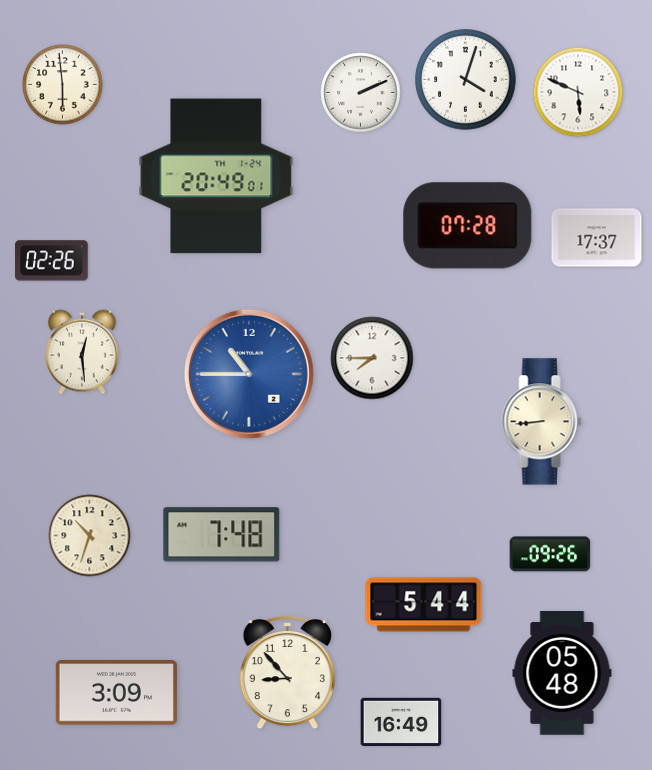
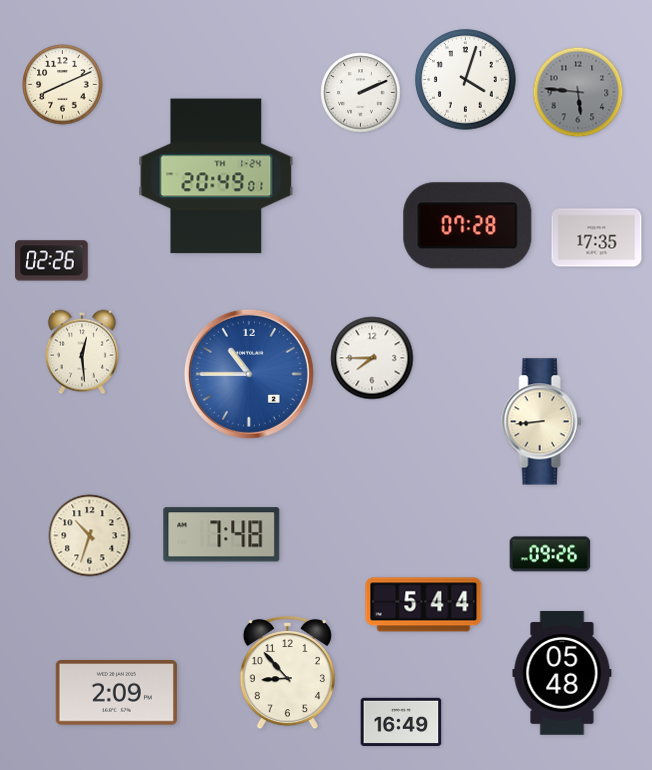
clock at (63, 85): 5:59 -> 8:11
clock at (578, 92): 5:49 -> 5:46
clock at (578, 92) dial: white -> grey
clock at (597, 238): 17:37 -> 17:35
clock at (116, 693): 3:09 -> 2:09
